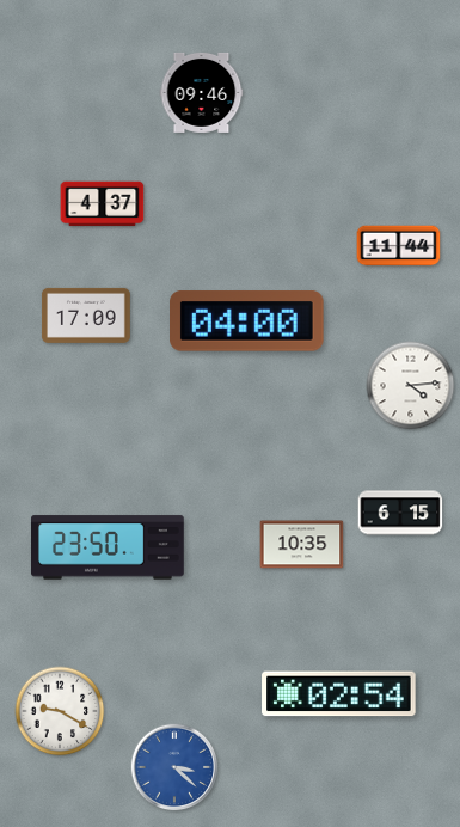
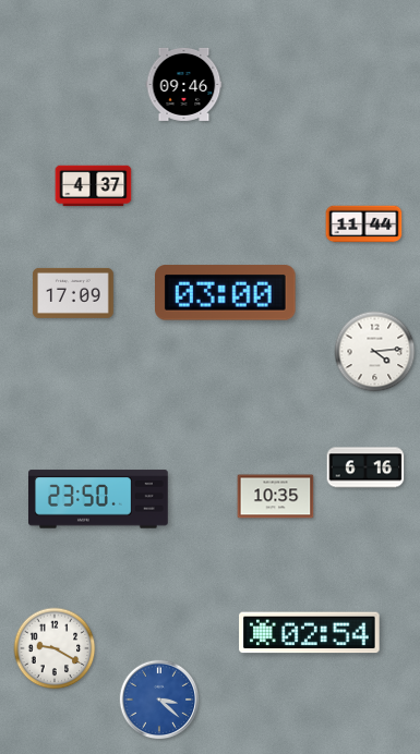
clock at (86, 316) position: (86, 316) -> (73, 293)
clock at (247, 321): 04:00 -> 03:00
clock at (400, 513): 6:15 -> 6:16
